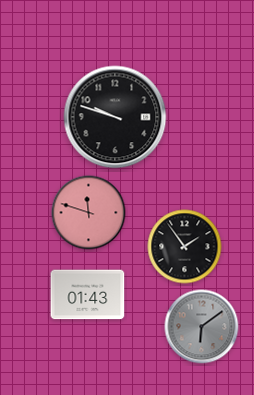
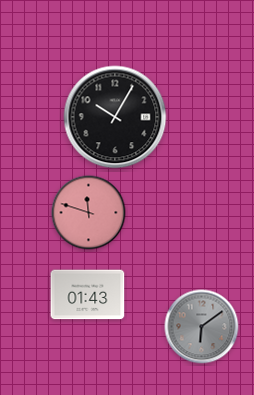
clock at (115, 117): 9:48 -> 10:05
clock at (185, 247): 1:54 -> none
